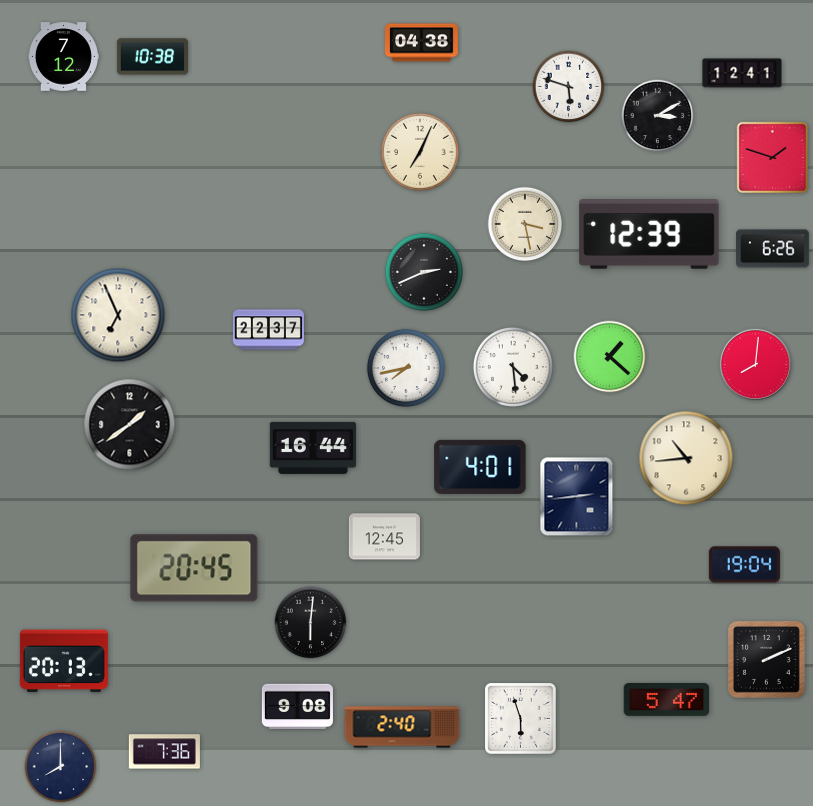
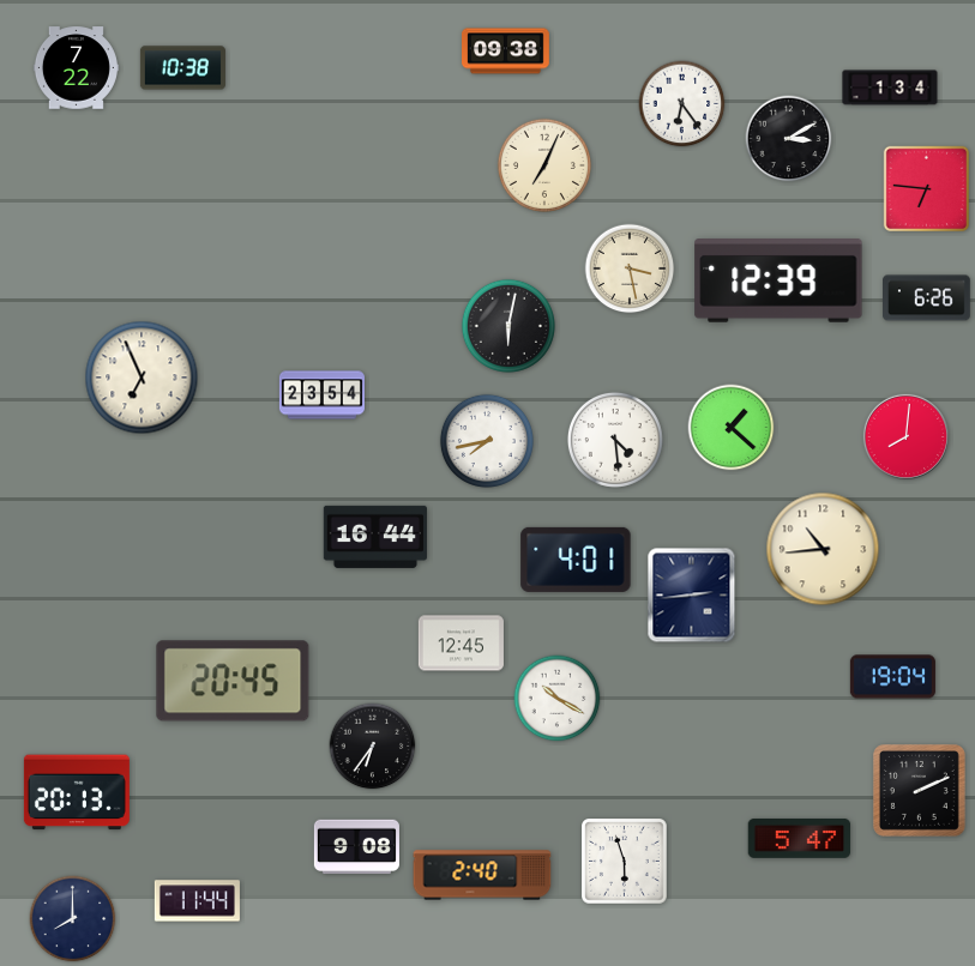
clock at (422, 43): 04:38 -> 09:38
clock at (63, 57): 7:12 -> 7:22
clock at (742, 73): 12:41 -> 1:34
clock at (569, 87): 5:48 -> 6:24
clock at (420, 152) position: (420, 152) -> (544, 165)
clock at (772, 157): 1:48 -> 6:46
clock at (424, 272): 2:41 -> 6:02
clock at (268, 330): 22:37 -> 23:54
clock at (130, 425): 1:39 -> none
clock at (558, 699): none -> 10:20
clock at (311, 623): 6:01 -> 6:36
clock at (402, 727) position: (402, 727) -> (482, 875)
clock at (164, 752): 7:36 -> 11:44
